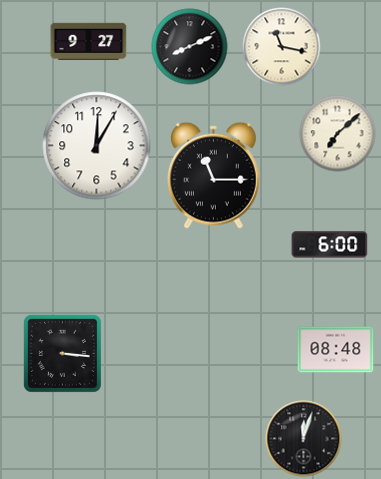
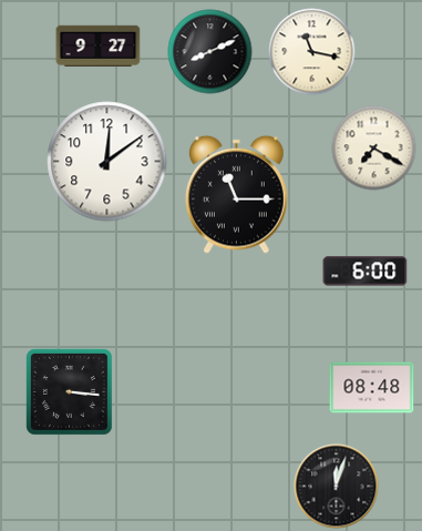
clock at (338, 134): 7:08 -> 7:20
clock at (97, 146): 12:05 -> 12:09
